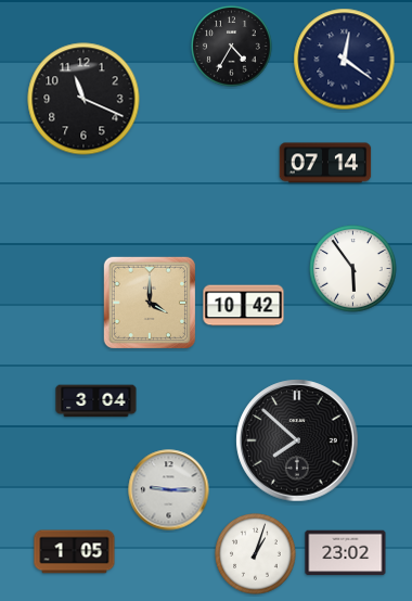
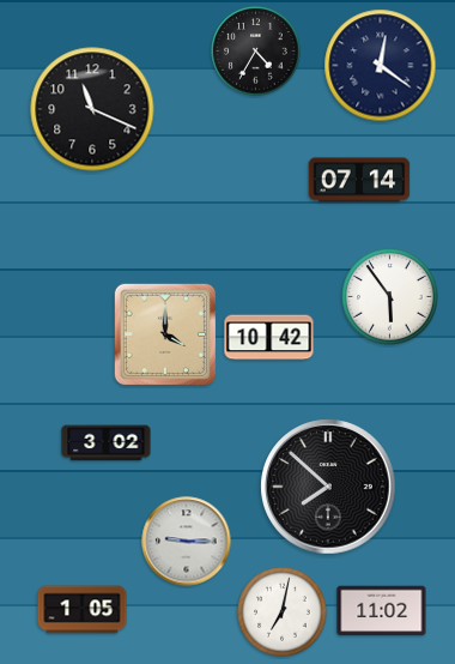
clock at (96, 401): 3:04 -> 3:02
clock at (346, 553): 23:02 -> 11:02
clock at (256, 554): 1:03 -> 7:02
